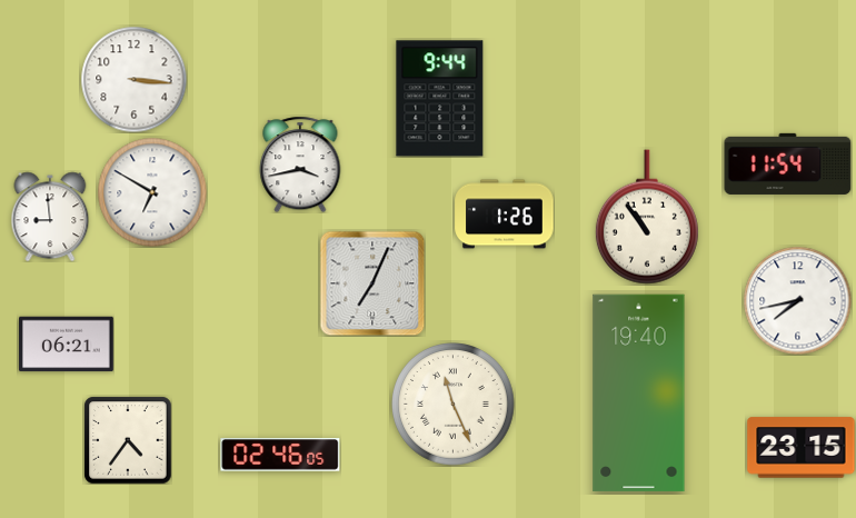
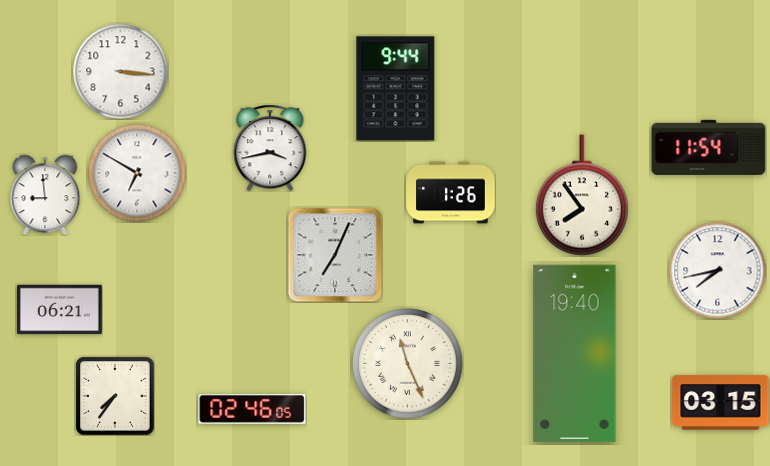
clock at (505, 215) position: (505, 215) -> (451, 193)
clock at (647, 217): 10:54 -> 7:54
clock at (128, 440): 4:36 -> 7:36
clock at (802, 448): 23:15 -> 03:15
